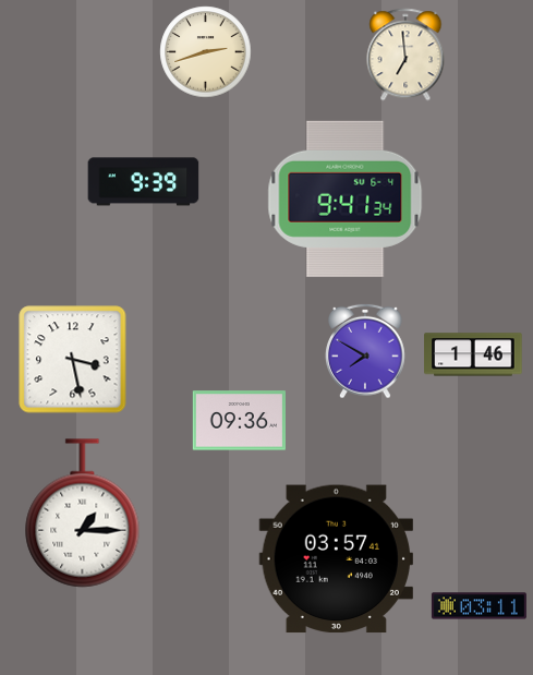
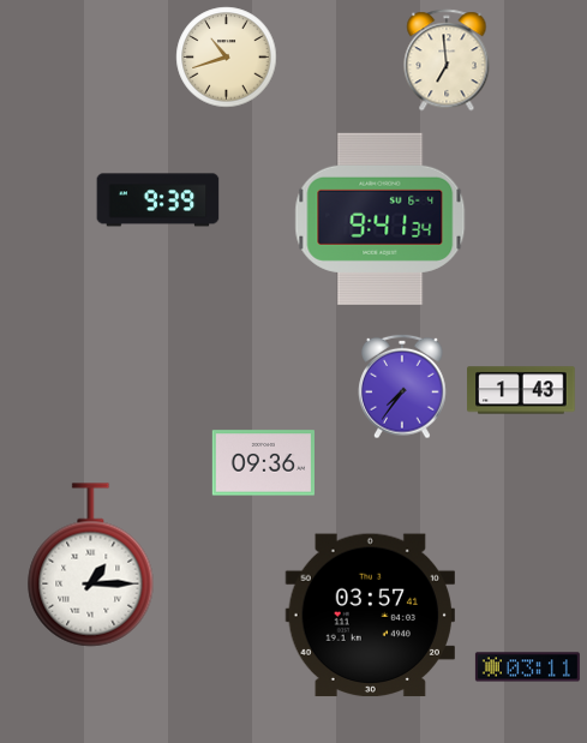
clock at (206, 52): 2:42 -> 10:42
clock at (366, 351): 7:50 -> 7:36
clock at (473, 354): 1:46 -> 1:43
clock at (73, 360): 3:28 -> none
